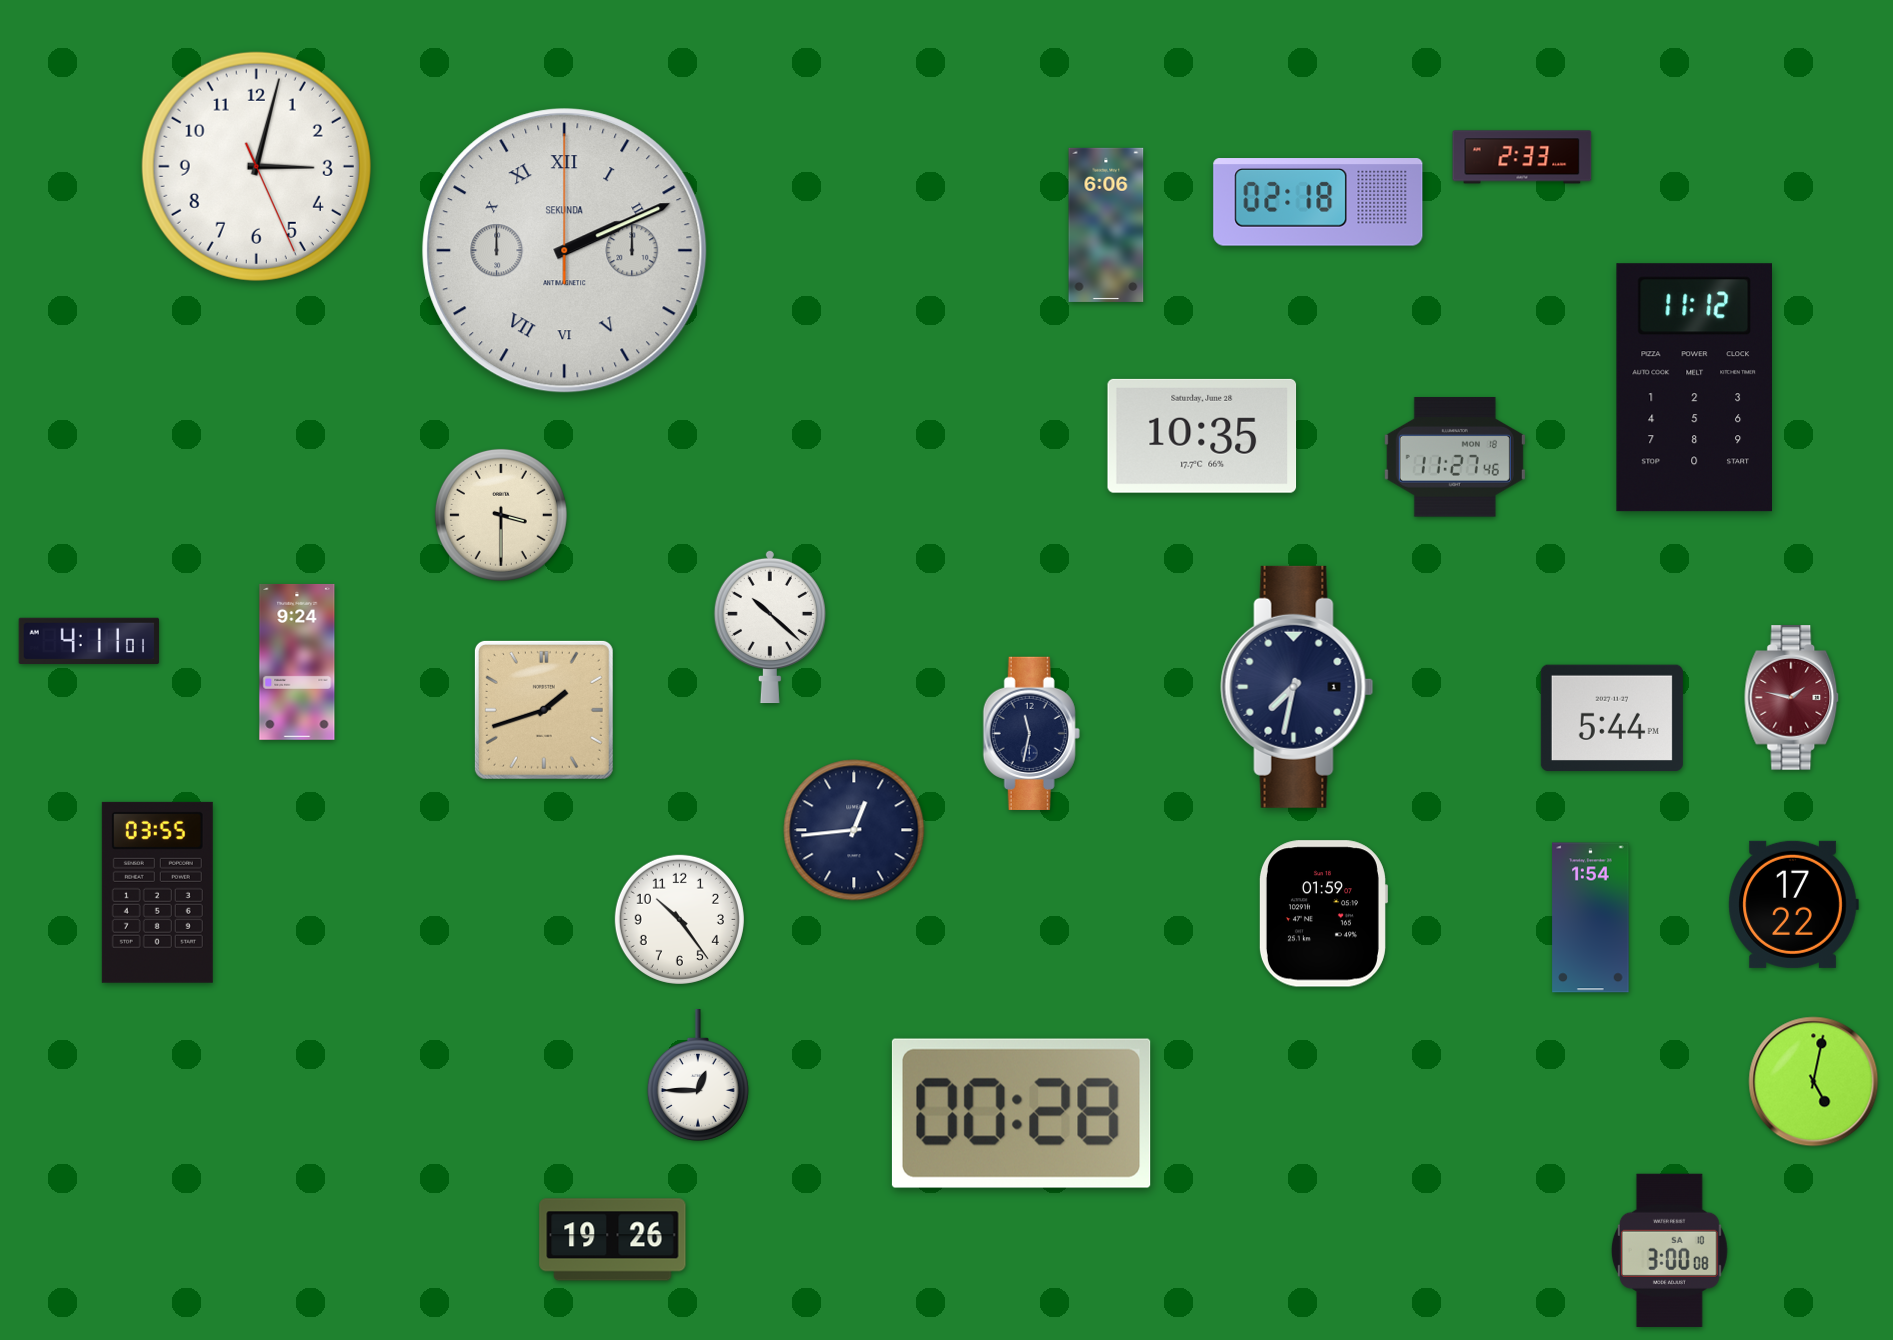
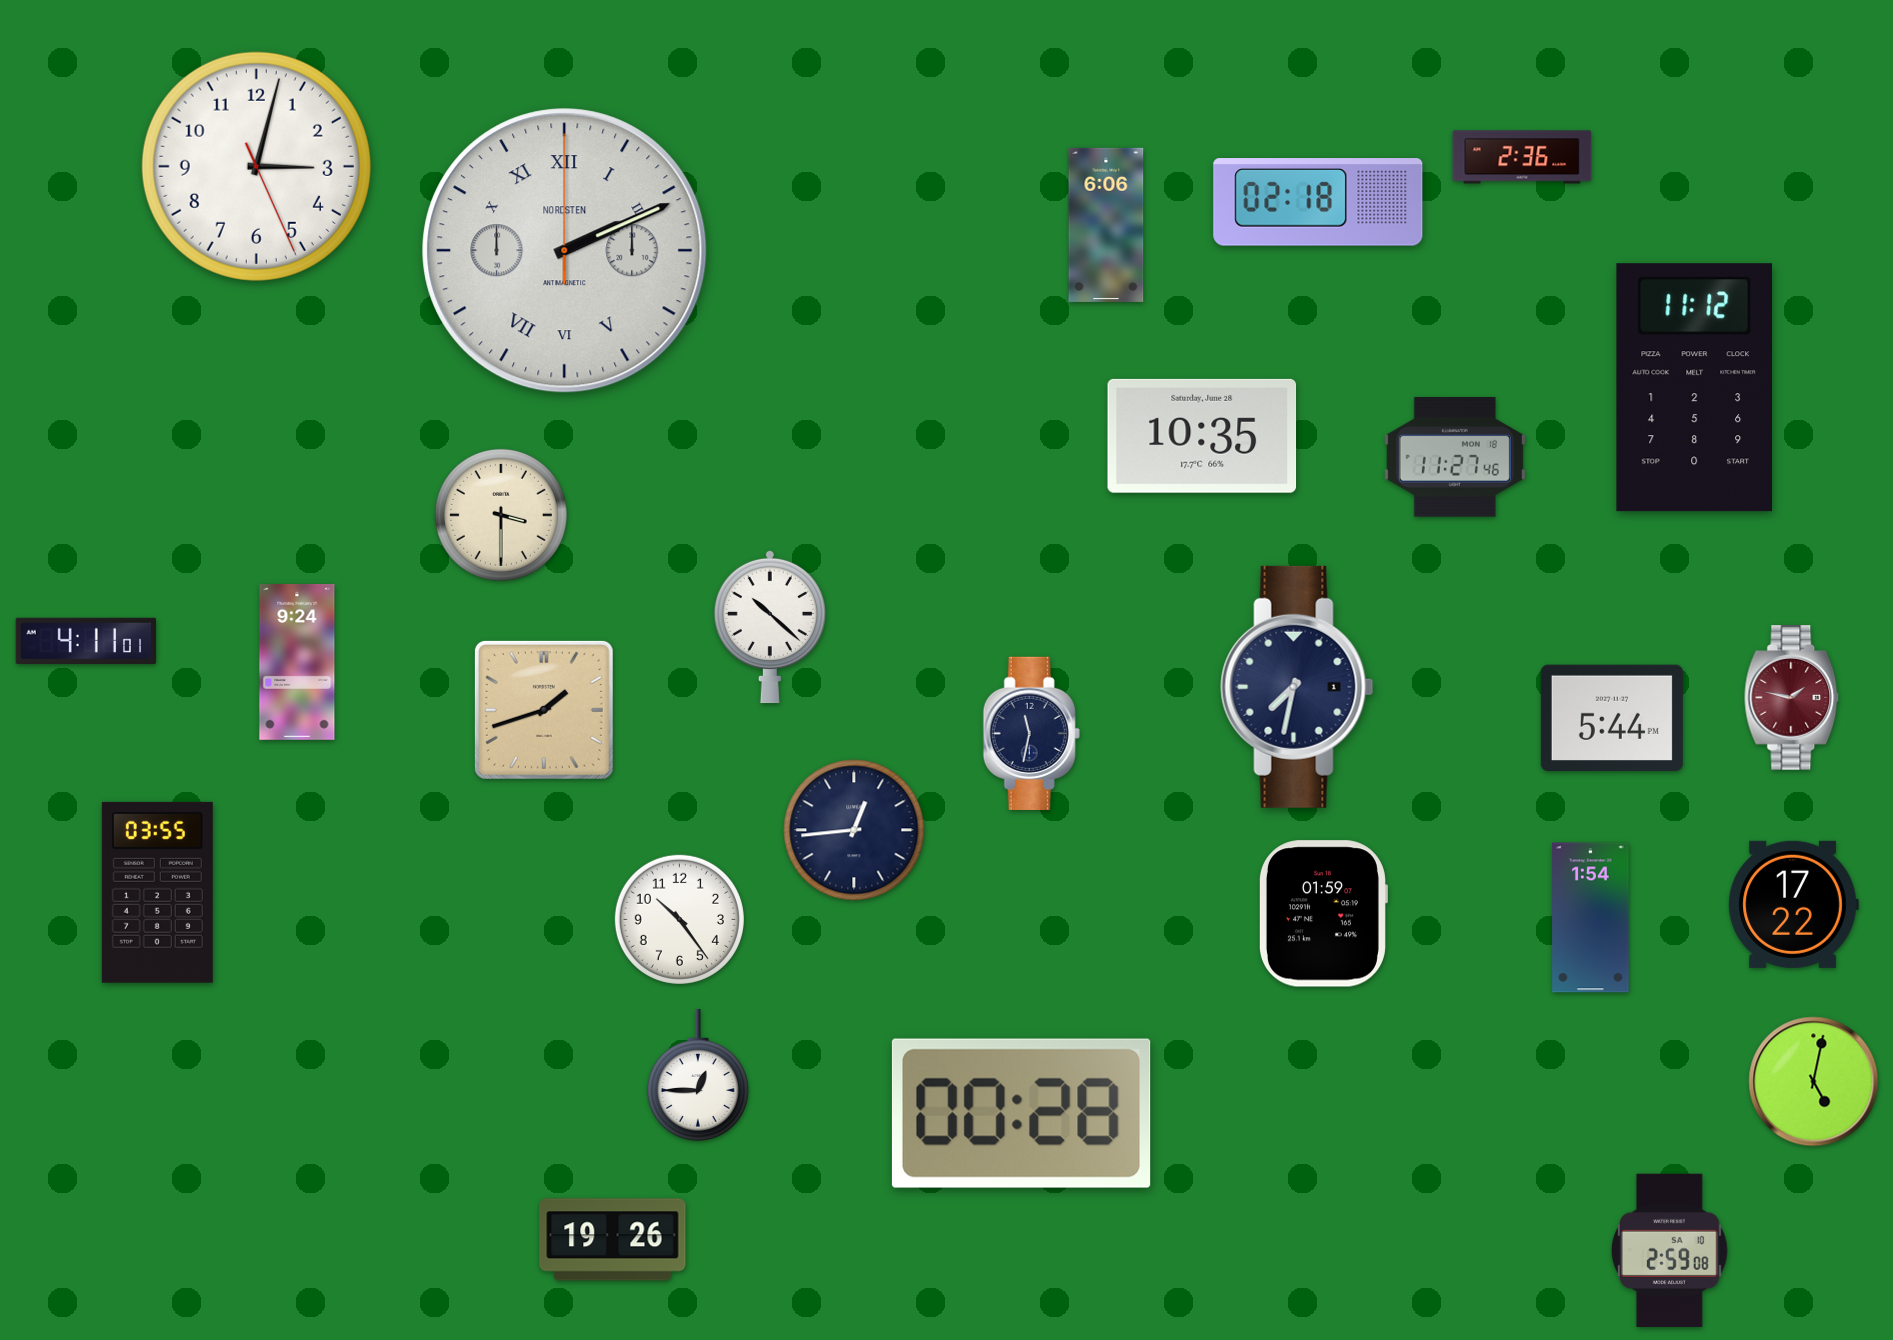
clock at (1522, 157): 2:33 -> 2:36
clock at (565, 251) brand: SEKUNDA -> NORDSTEN
clock at (89, 640) position: (89, 640) -> (86, 640)
clock at (1669, 1250): 3:00 -> 2:59
